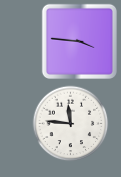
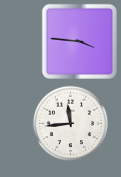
clock at (71, 124): 11:46 -> 11:44
